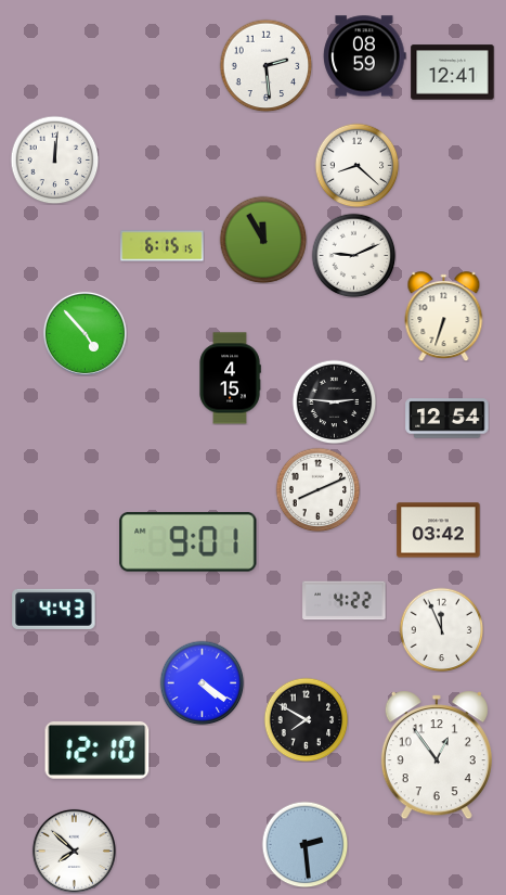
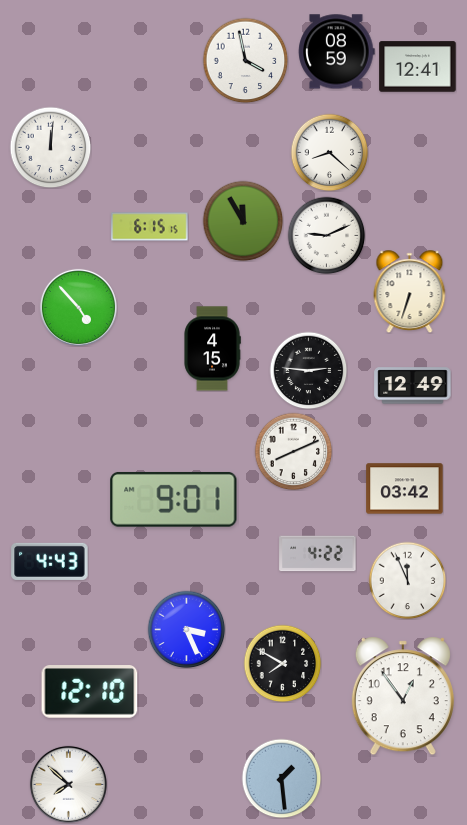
clock at (265, 65): 2:29 -> 3:58
clock at (447, 419): 12:54 -> 12:49
clock at (202, 682): 4:21 -> 3:26
clock at (304, 844): 2:29 -> 1:29
